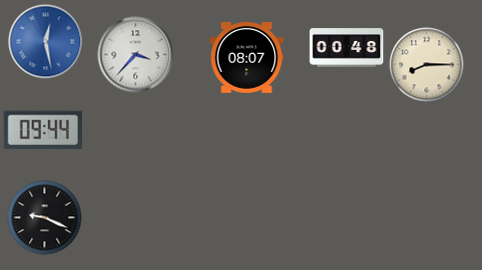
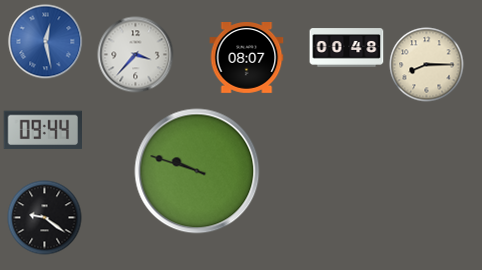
clock at (197, 171): none -> 9:48
clock at (45, 218): 9:19 -> 9:21
